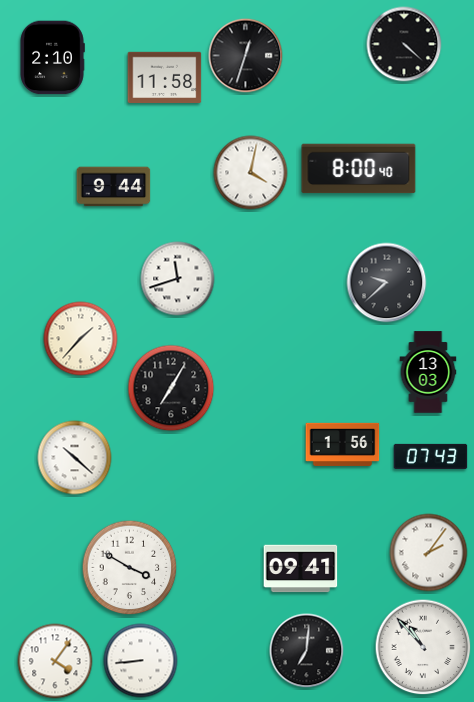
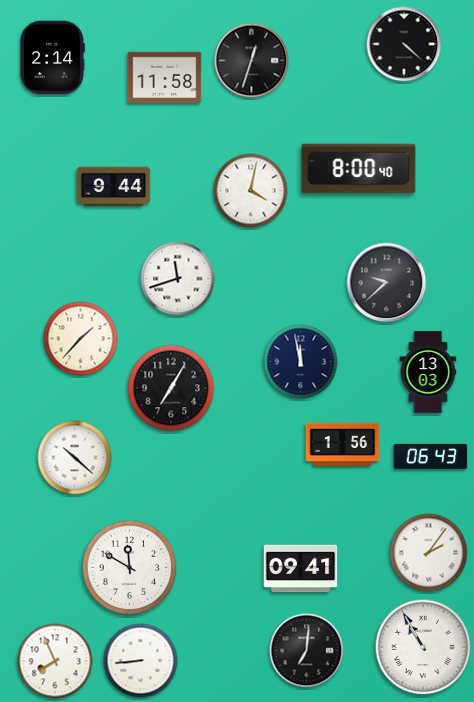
clock at (246, 56) position: (246, 56) -> (252, 61)
clock at (52, 58): 2:10 -> 2:14
clock at (251, 173) position: (251, 173) -> (251, 191)
clock at (301, 362): none -> 11:58
clock at (431, 456): 07:43 -> 06:43
clock at (130, 568): 3:50 -> 11:50
clock at (423, 647): 10:53 -> 10:55
clock at (55, 661): 4:06 -> 7:56
